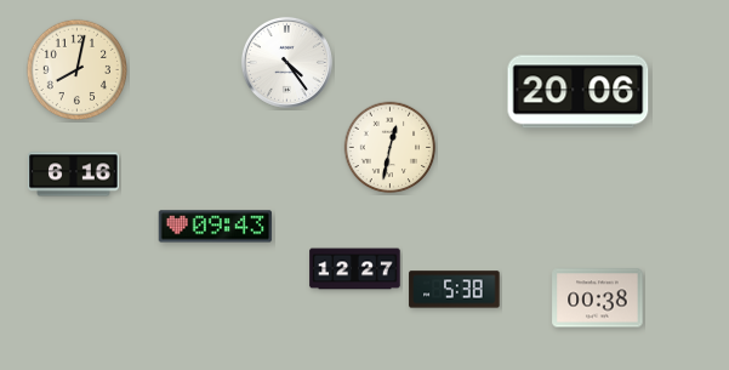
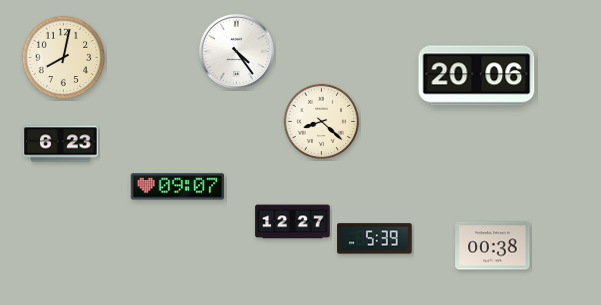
clock at (391, 148): 12:32 -> 8:22
clock at (74, 175): 6:16 -> 6:23
clock at (216, 227): 09:43 -> 09:07
clock at (455, 290): 5:38 -> 5:39
